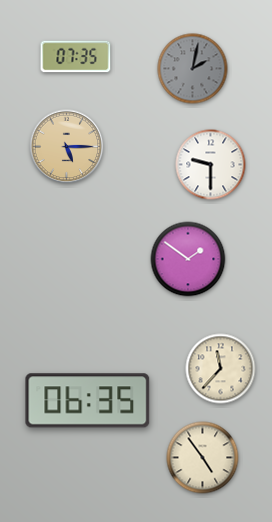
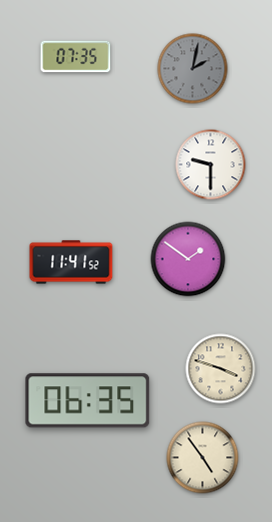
clock at (67, 147): 5:15 -> none
clock at (71, 262): none -> 11:41
clock at (221, 369): 11:37 -> 3:48
